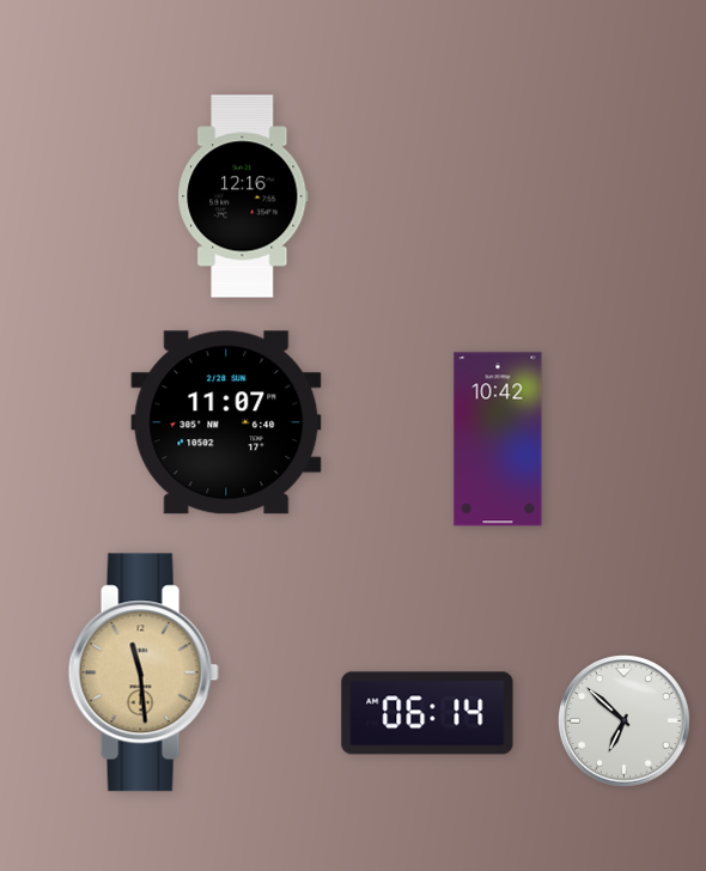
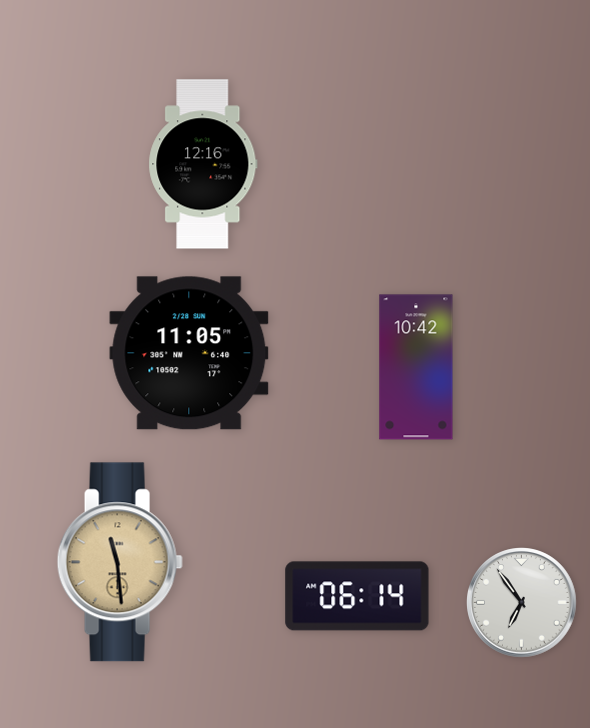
clock at (226, 422): 11:07 -> 11:05
clock at (625, 721): 6:52 -> 6:54
